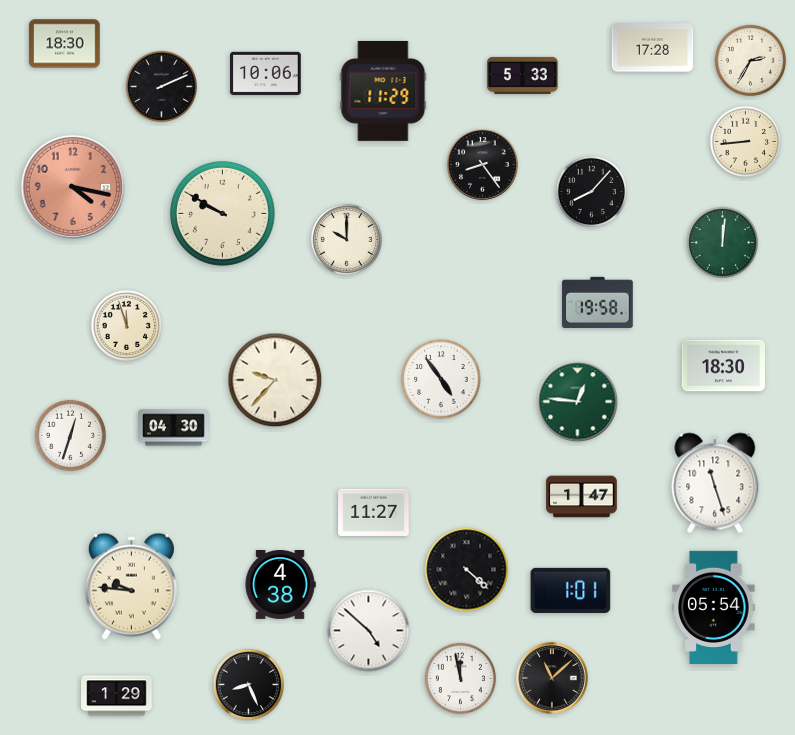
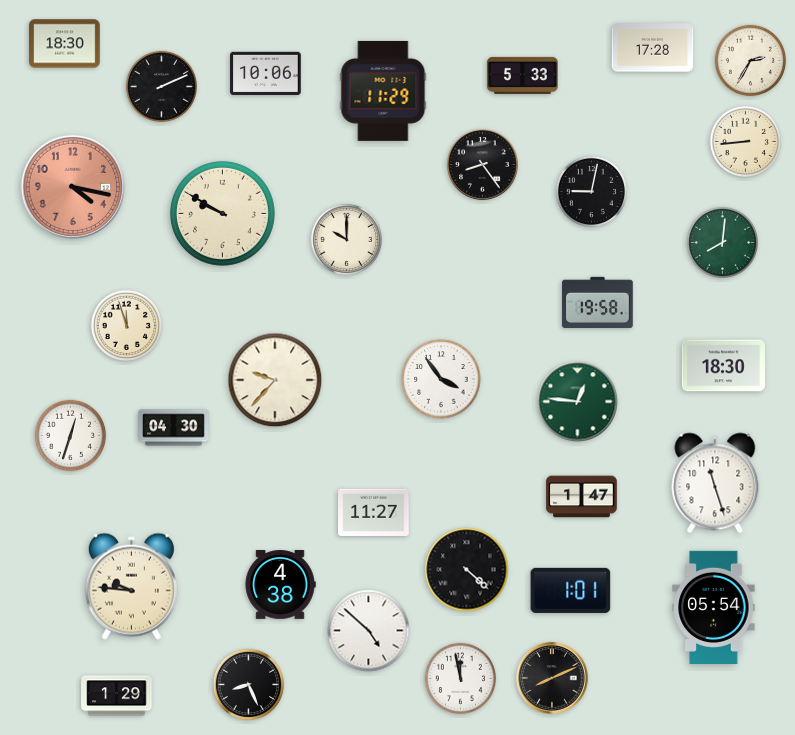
clock at (591, 191): 8:07 -> 9:02
clock at (722, 242): 12:01 -> 8:01
clock at (441, 379): 4:54 -> 3:54
clock at (552, 678): 11:08 -> 8:11
